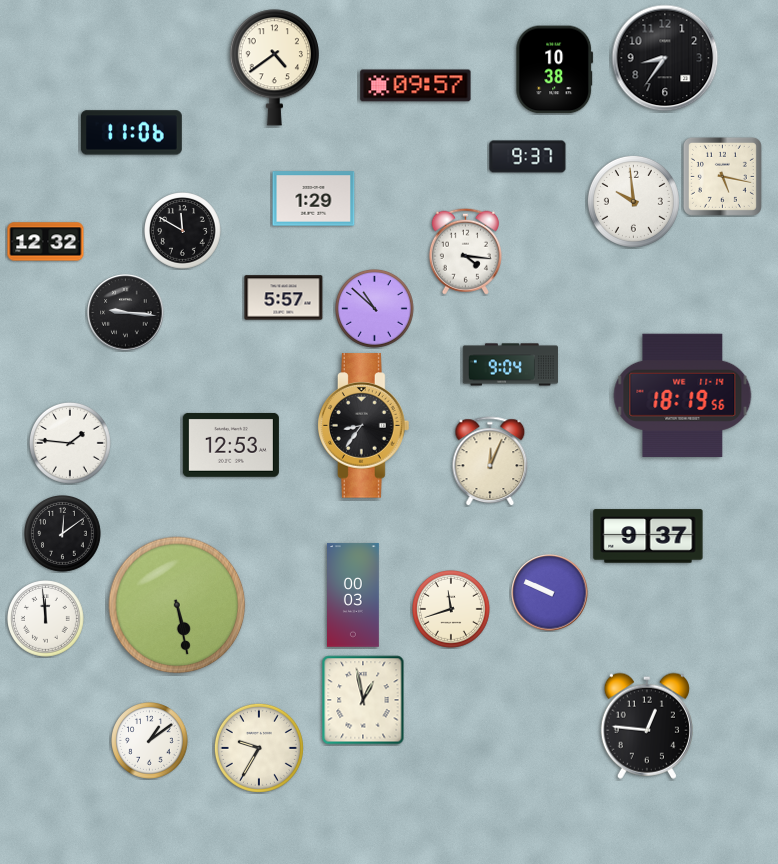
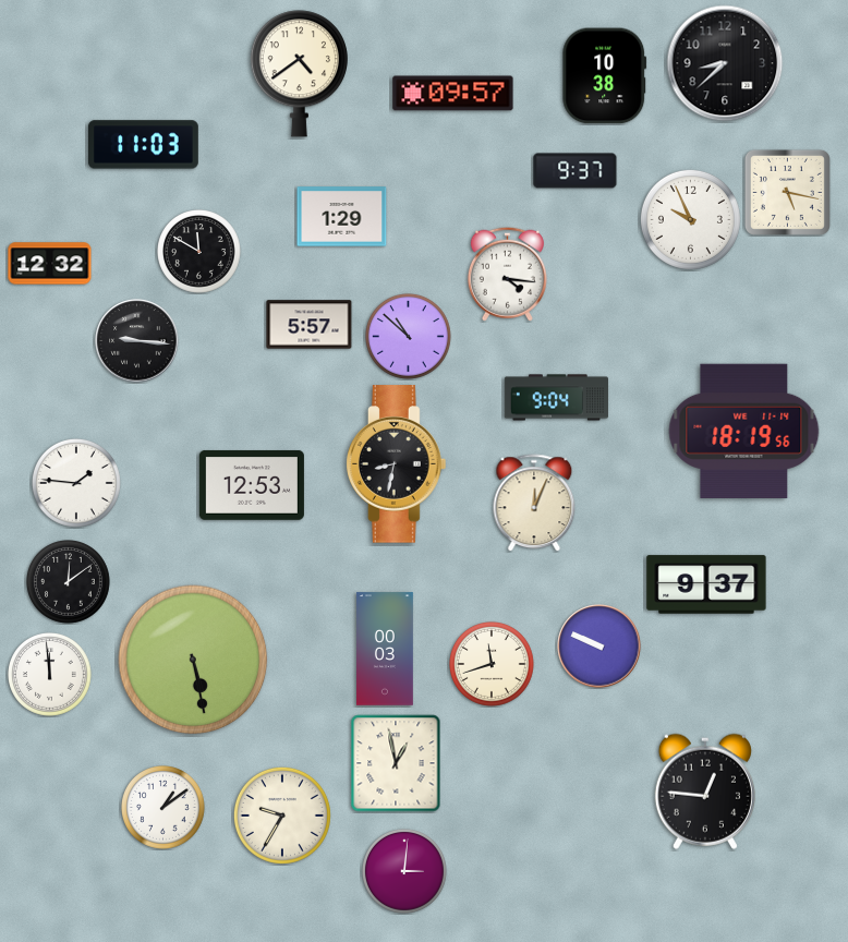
clock at (665, 58): 8:36 -> 8:38
clock at (131, 133): 11:06 -> 11:03
clock at (633, 201): 9:59 -> 9:56
clock at (364, 426): 8:36 -> 8:32
clock at (405, 872): none -> 3:01
